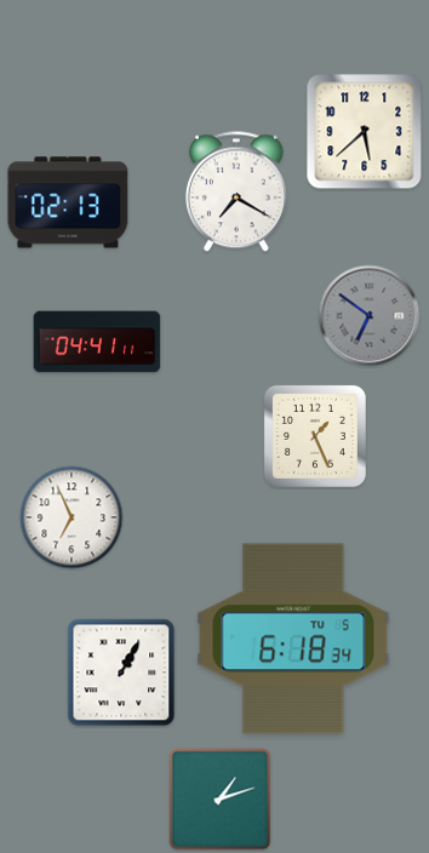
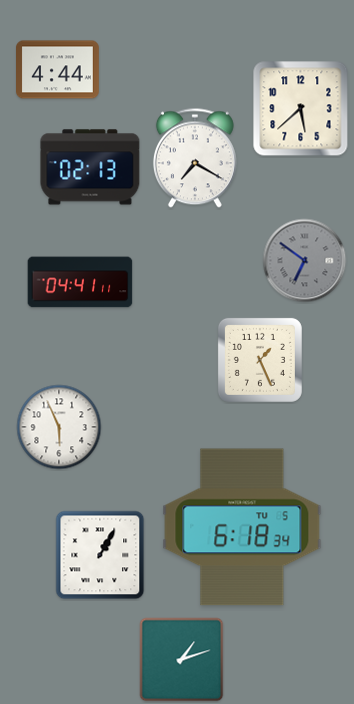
clock at (58, 70): none -> 4:44
clock at (68, 202) position: (68, 202) -> (90, 167)
clock at (71, 517): 6:56 -> 5:56
